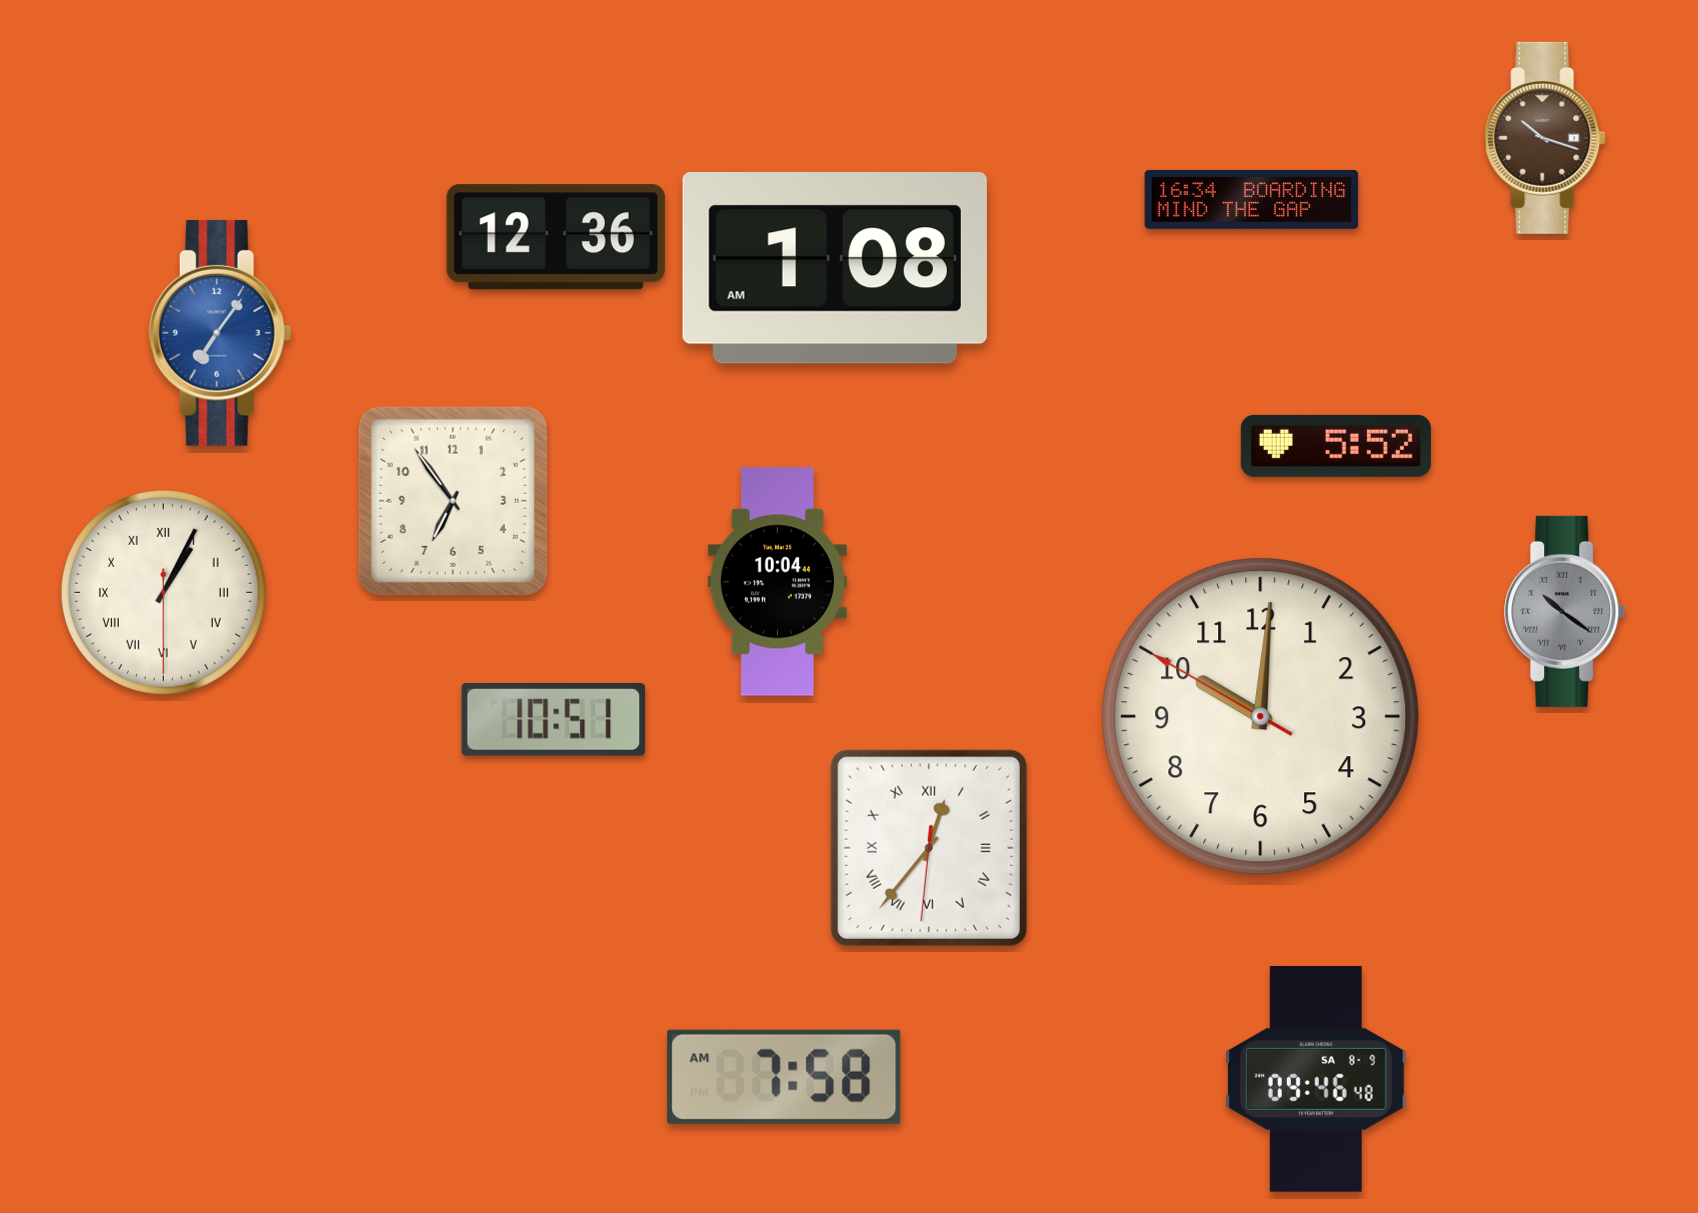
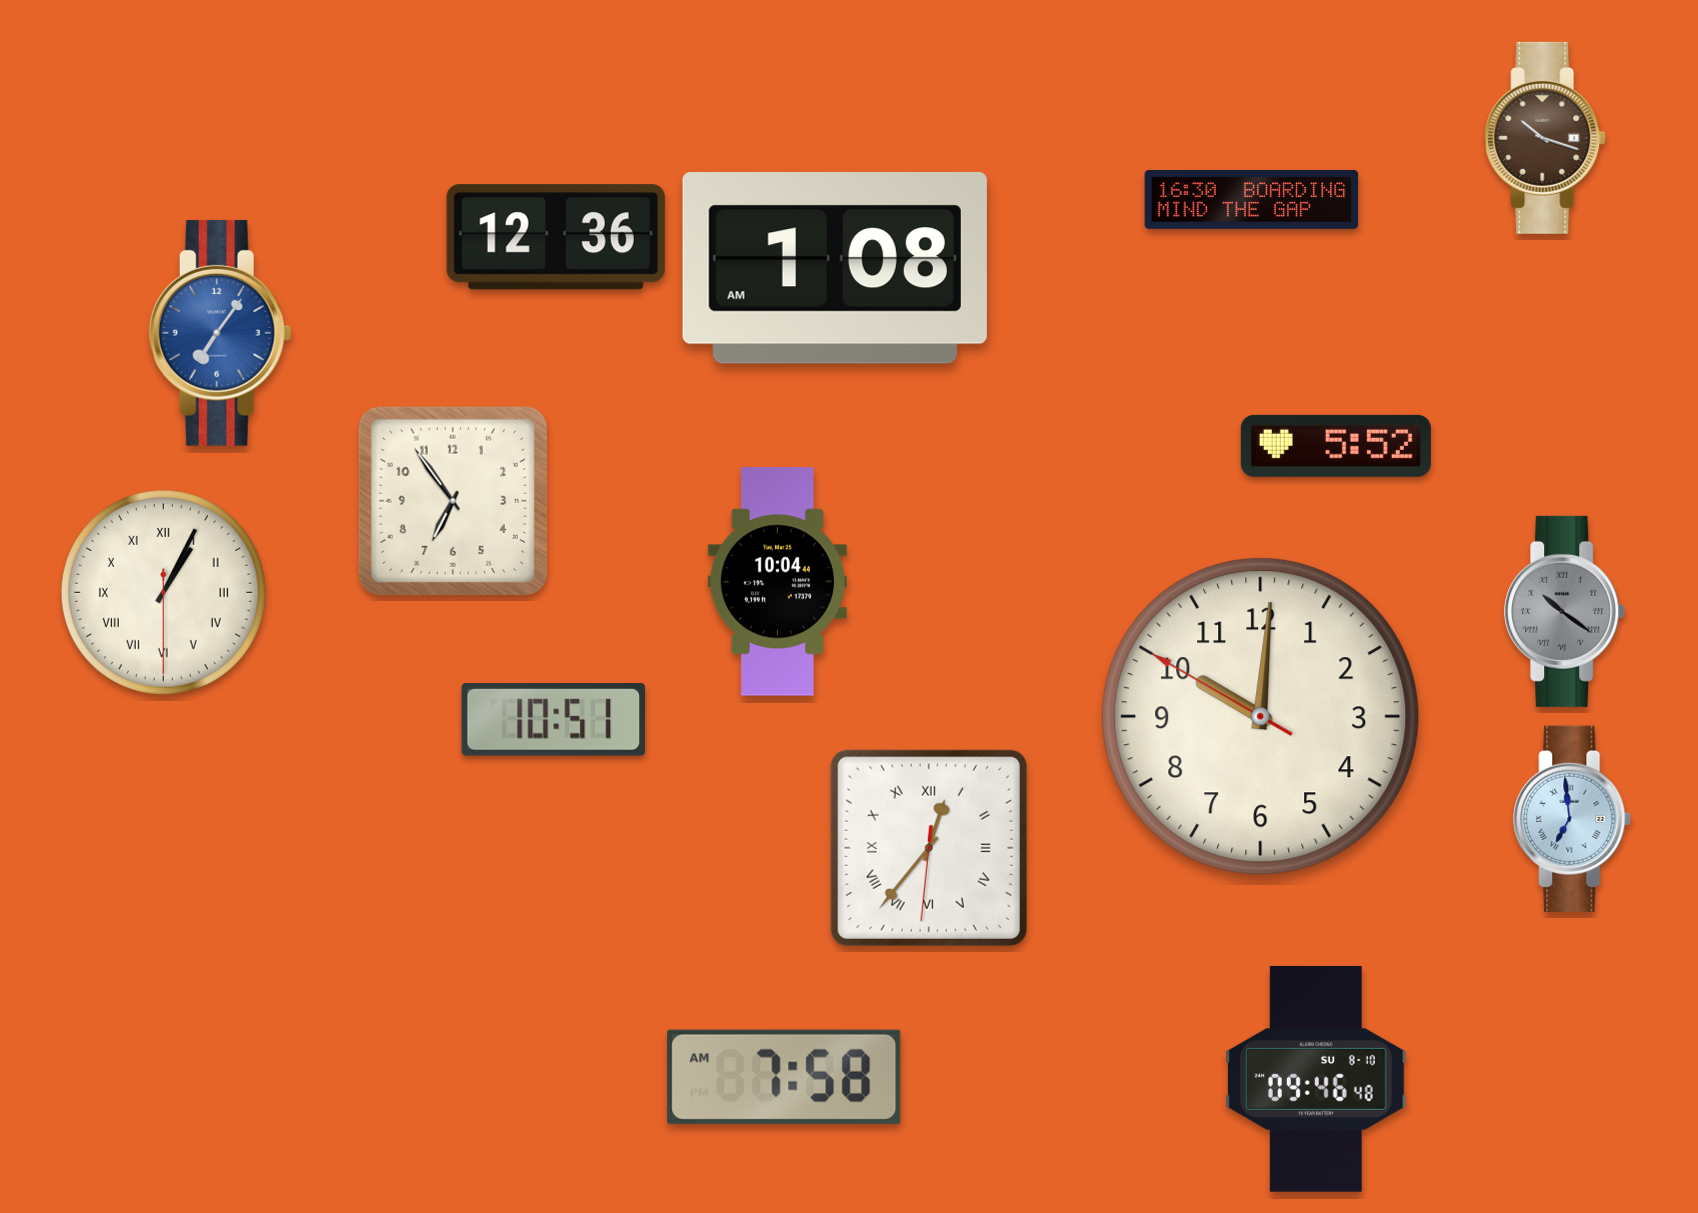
clock at (1252, 199): 16:34 -> 16:30
clock at (1573, 818): none -> 6:59
clock at (1317, 1079) date: SA 8-9 -> SU 8-10
